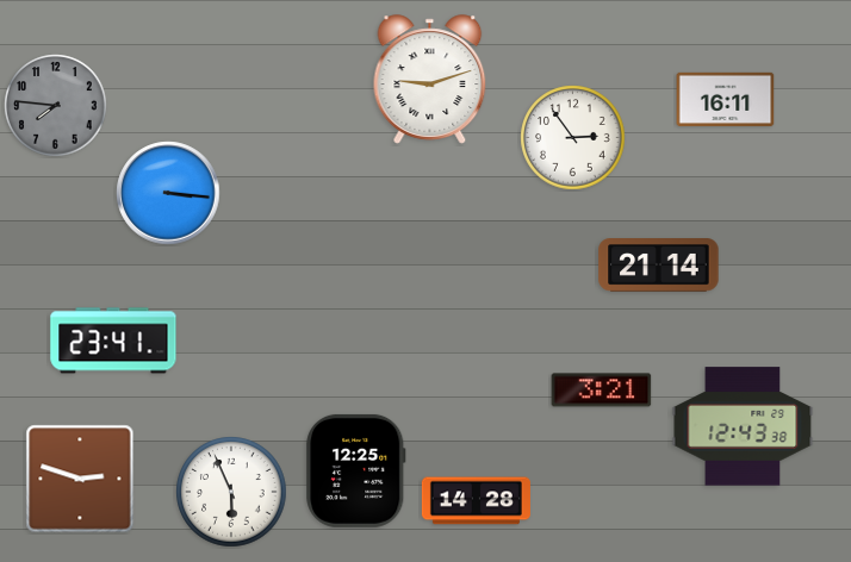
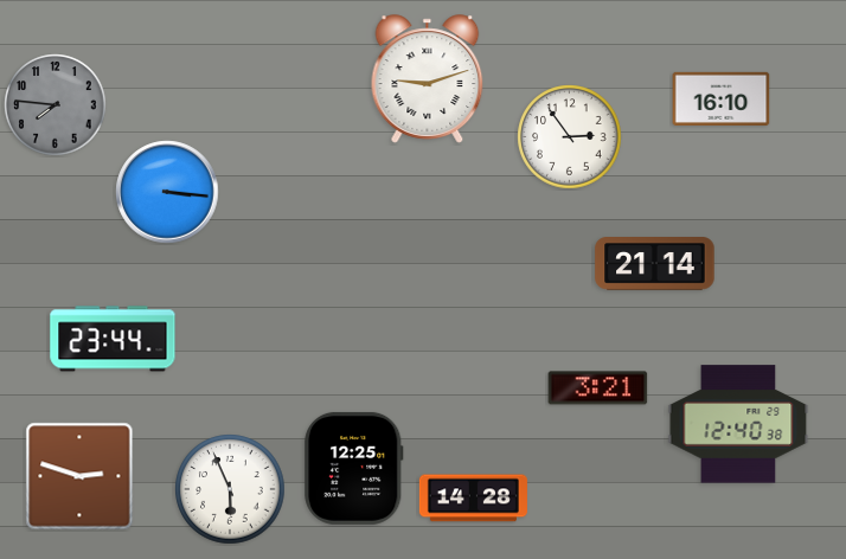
clock at (726, 99): 16:11 -> 16:10
clock at (113, 341): 23:41 -> 23:44
clock at (743, 426): 12:43 -> 12:40
